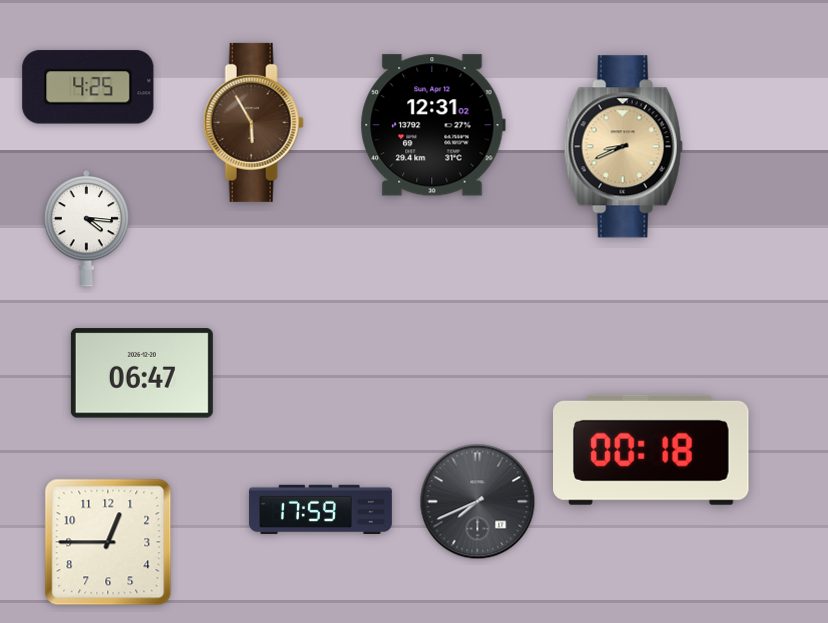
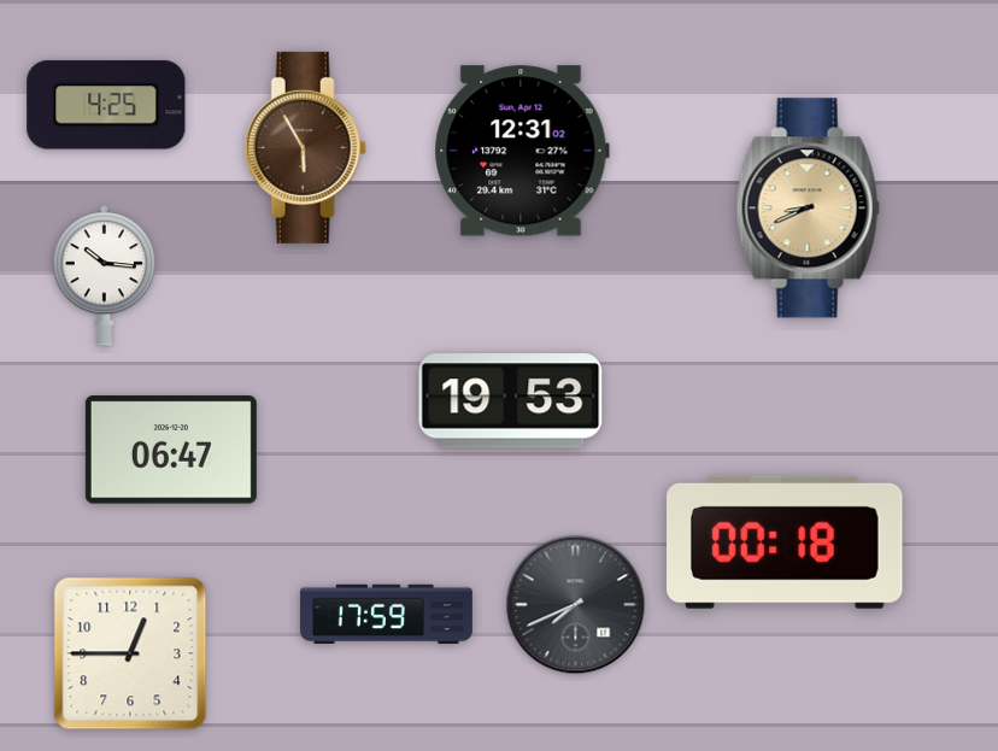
clock at (623, 147) position: (623, 147) -> (808, 209)
clock at (87, 228): 4:16 -> 10:16
clock at (511, 401): none -> 19:53
